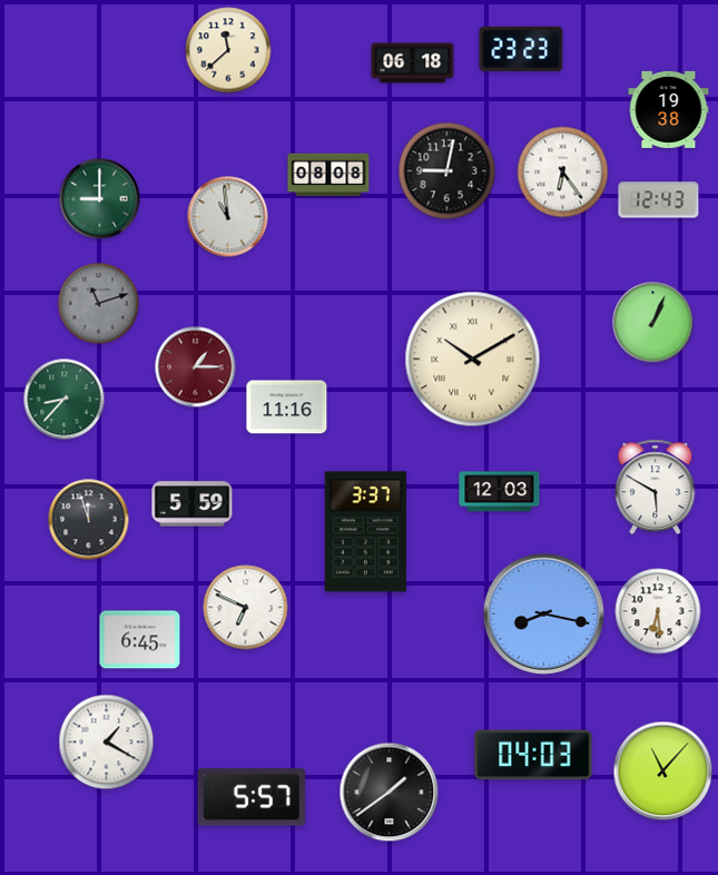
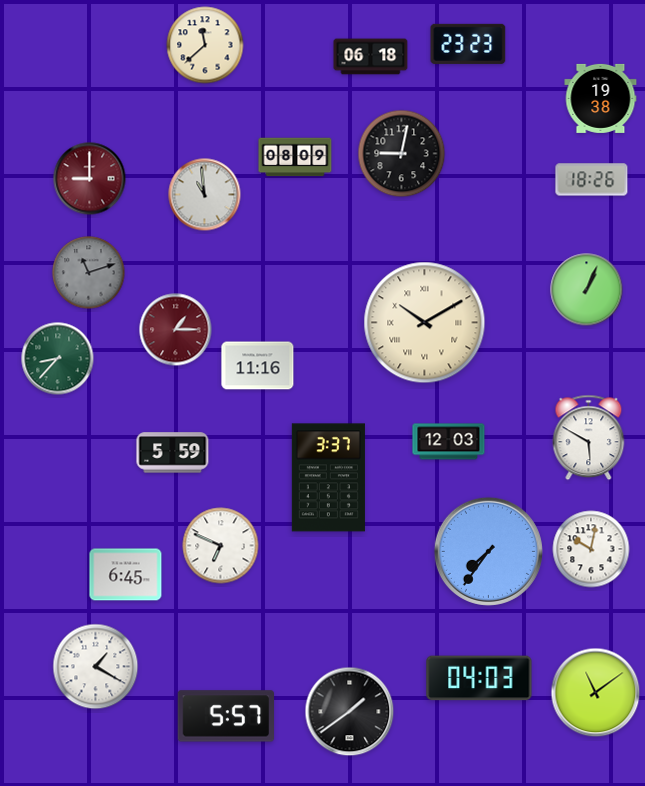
clock at (563, 173): 6:24 -> none
clock at (328, 175): 08:08 -> 08:09
clock at (100, 199) dial: green -> burgundy
clock at (659, 200): 12:43 -> 18:26
clock at (89, 520): 11:57 -> none
clock at (658, 611): 6:29 -> 10:02
clock at (543, 613): 8:17 -> 7:36
clock at (663, 771): 11:07 -> 11:09
